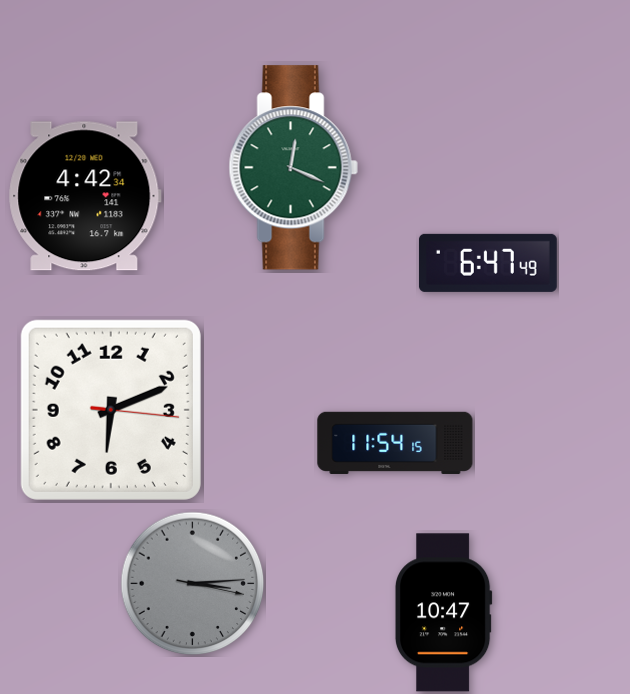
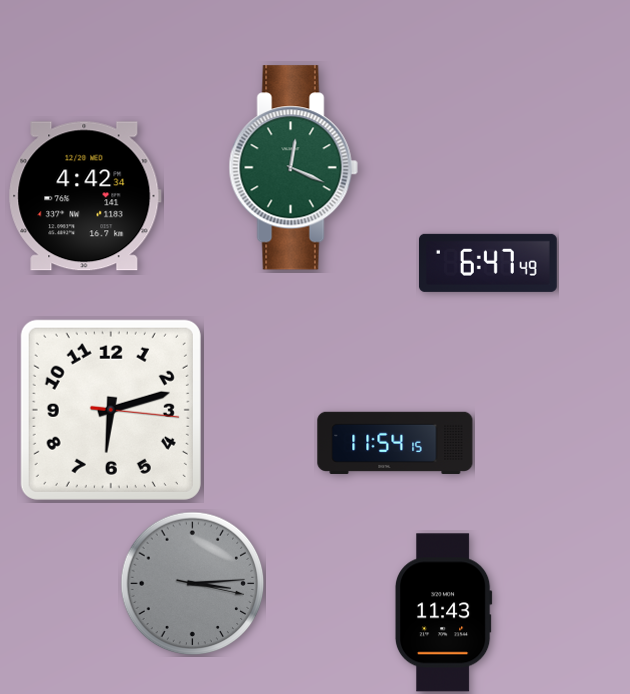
clock at (111, 410): 6:11 -> 6:12
clock at (443, 613): 10:47 -> 11:43
